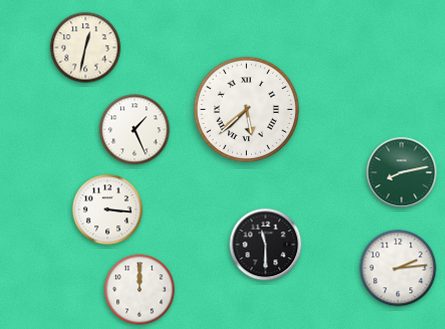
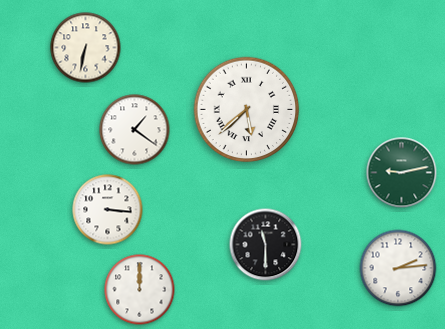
clock at (86, 48): 12:32 -> 6:32
clock at (135, 130): 1:26 -> 1:21
clock at (402, 173): 8:13 -> 9:13
